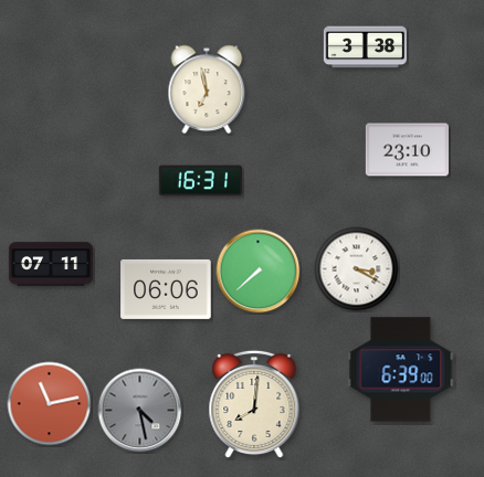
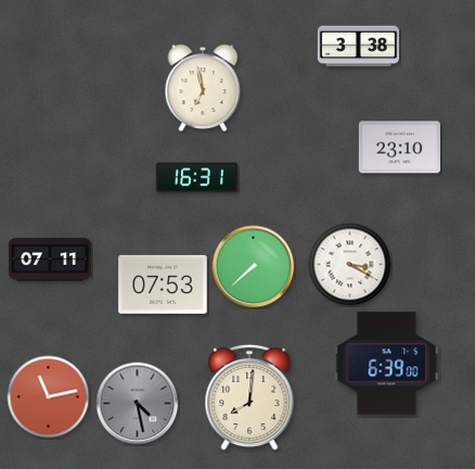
clock at (166, 289): 06:06 -> 07:53
clock at (401, 370) position: (401, 370) -> (387, 364)
